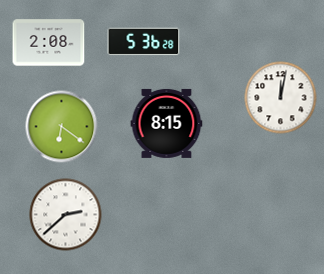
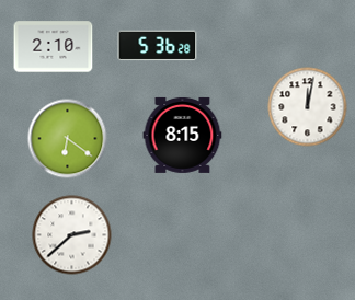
clock at (49, 43): 2:08 -> 2:10
